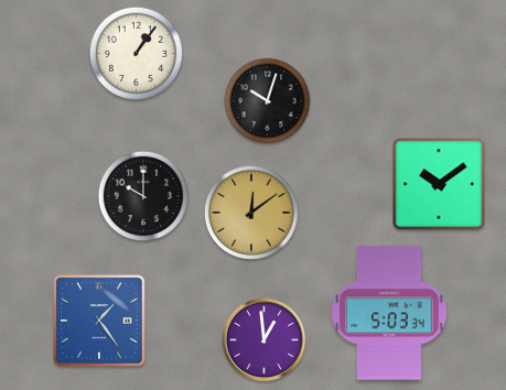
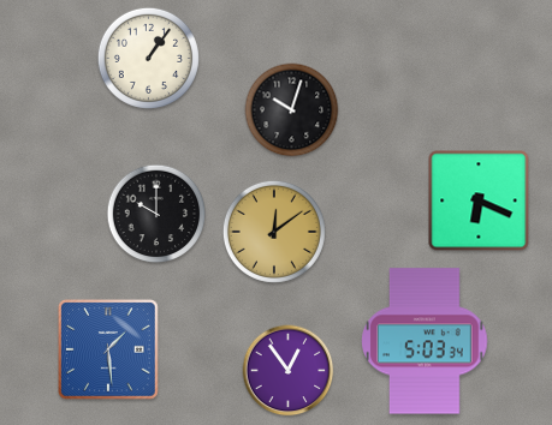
clock at (439, 184): 10:09 -> 6:19
clock at (99, 321): 1:24 -> 1:29
clock at (265, 340): 12:59 -> 12:54
